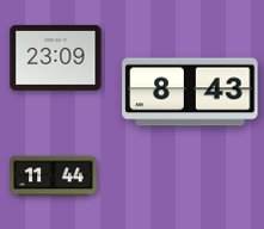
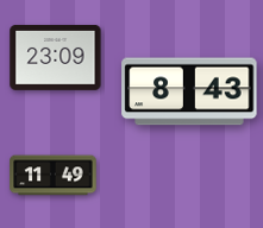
clock at (54, 177): 11:44 -> 11:49
